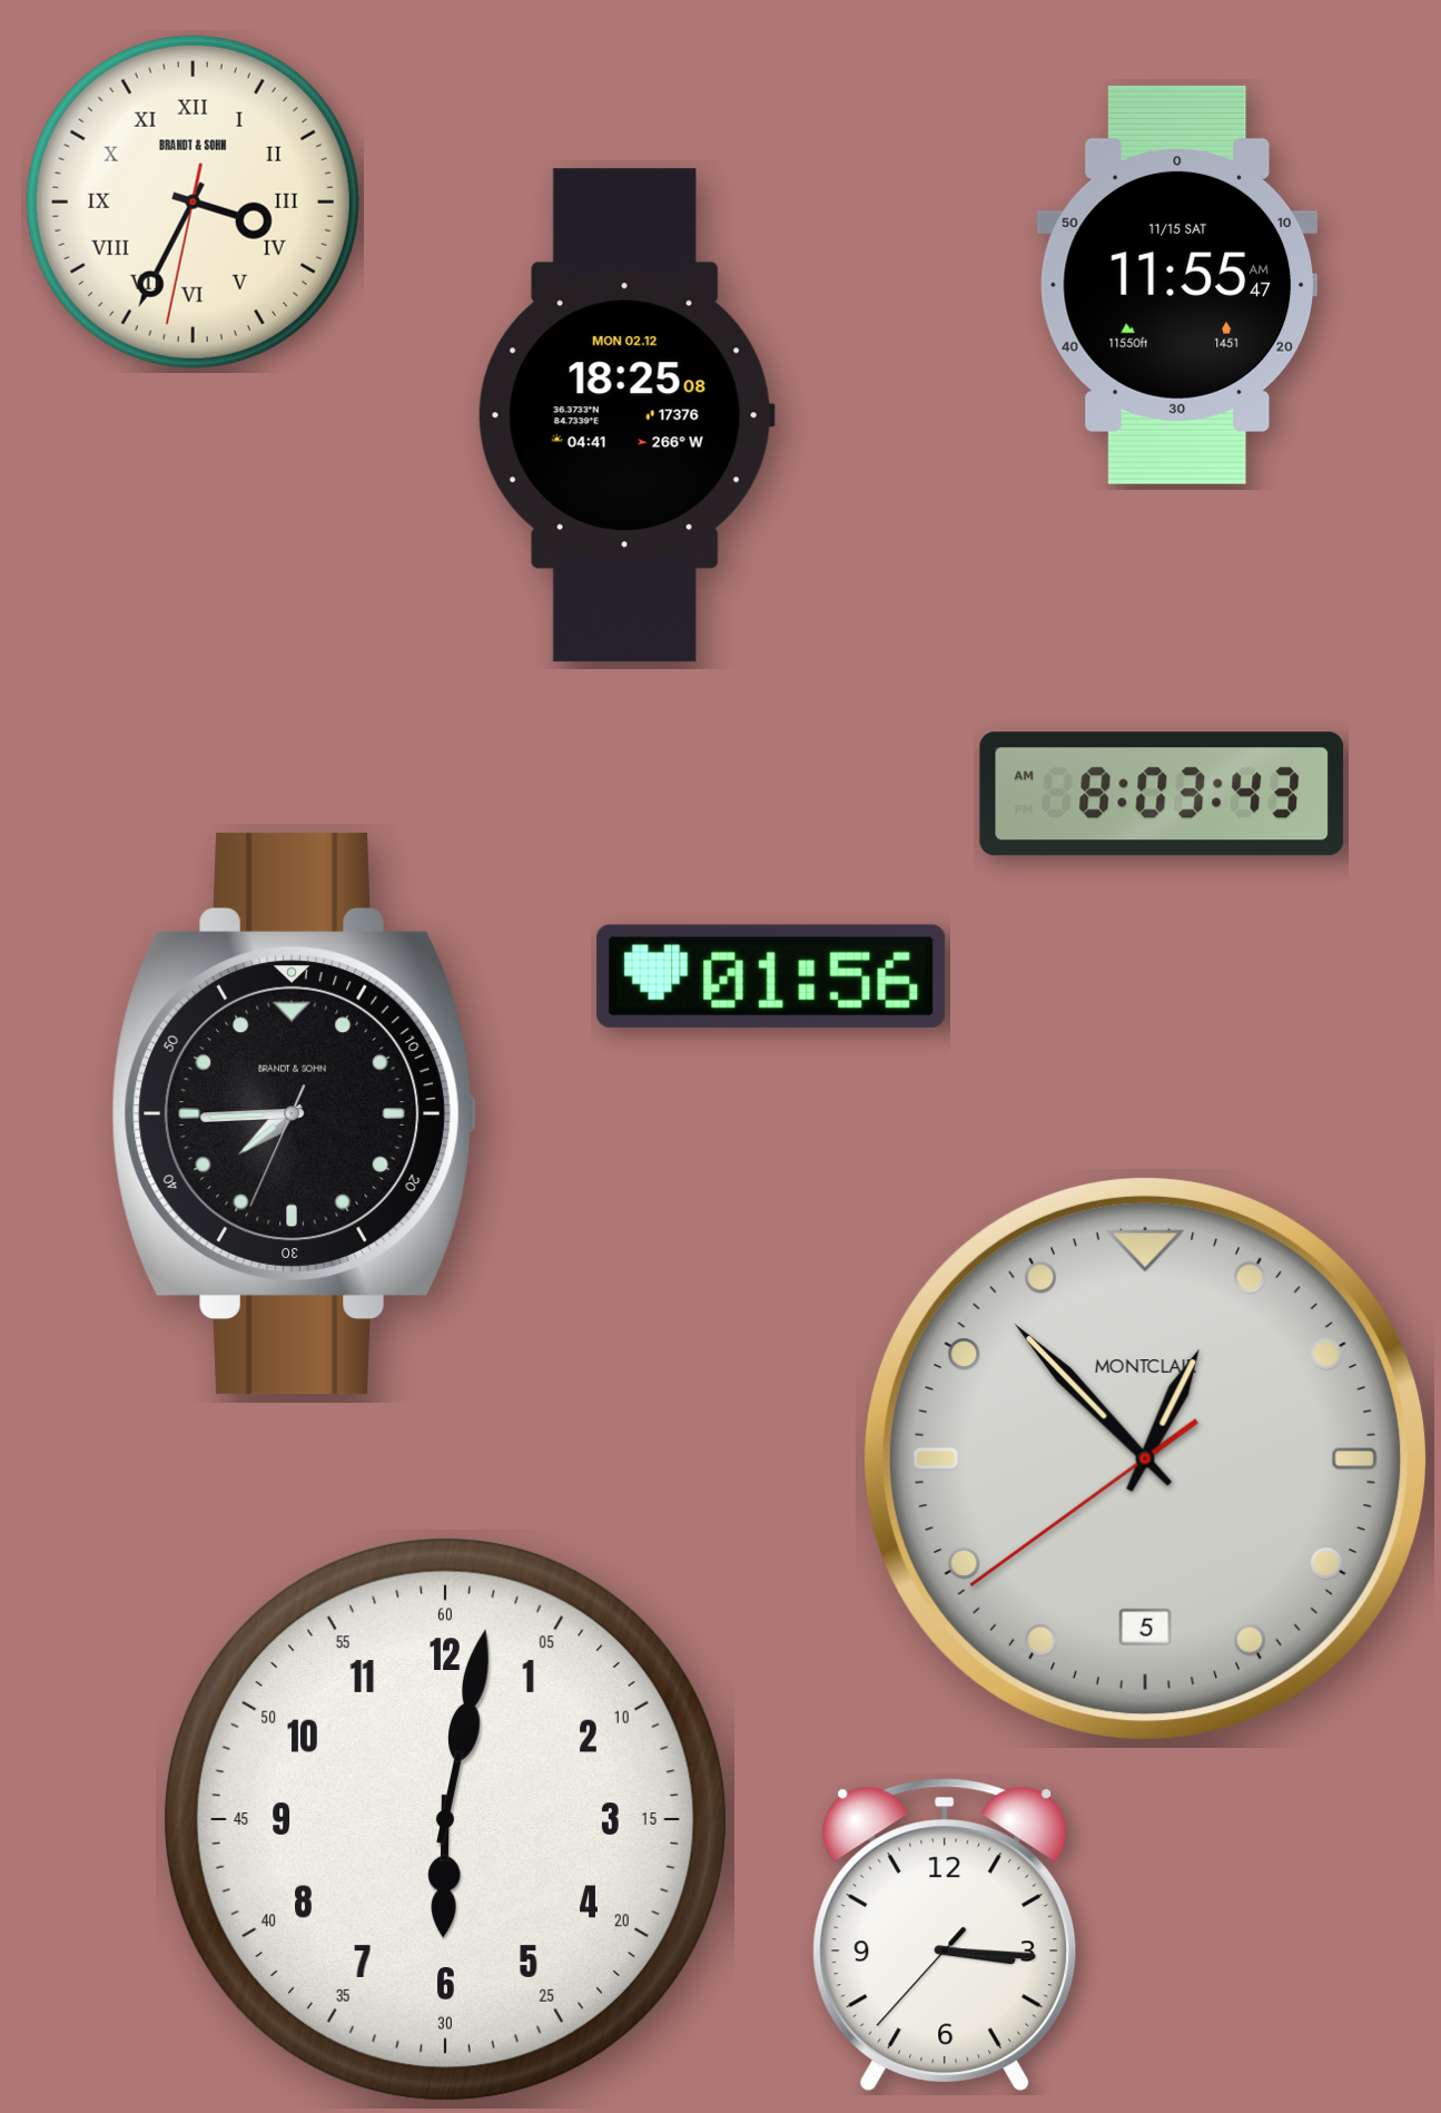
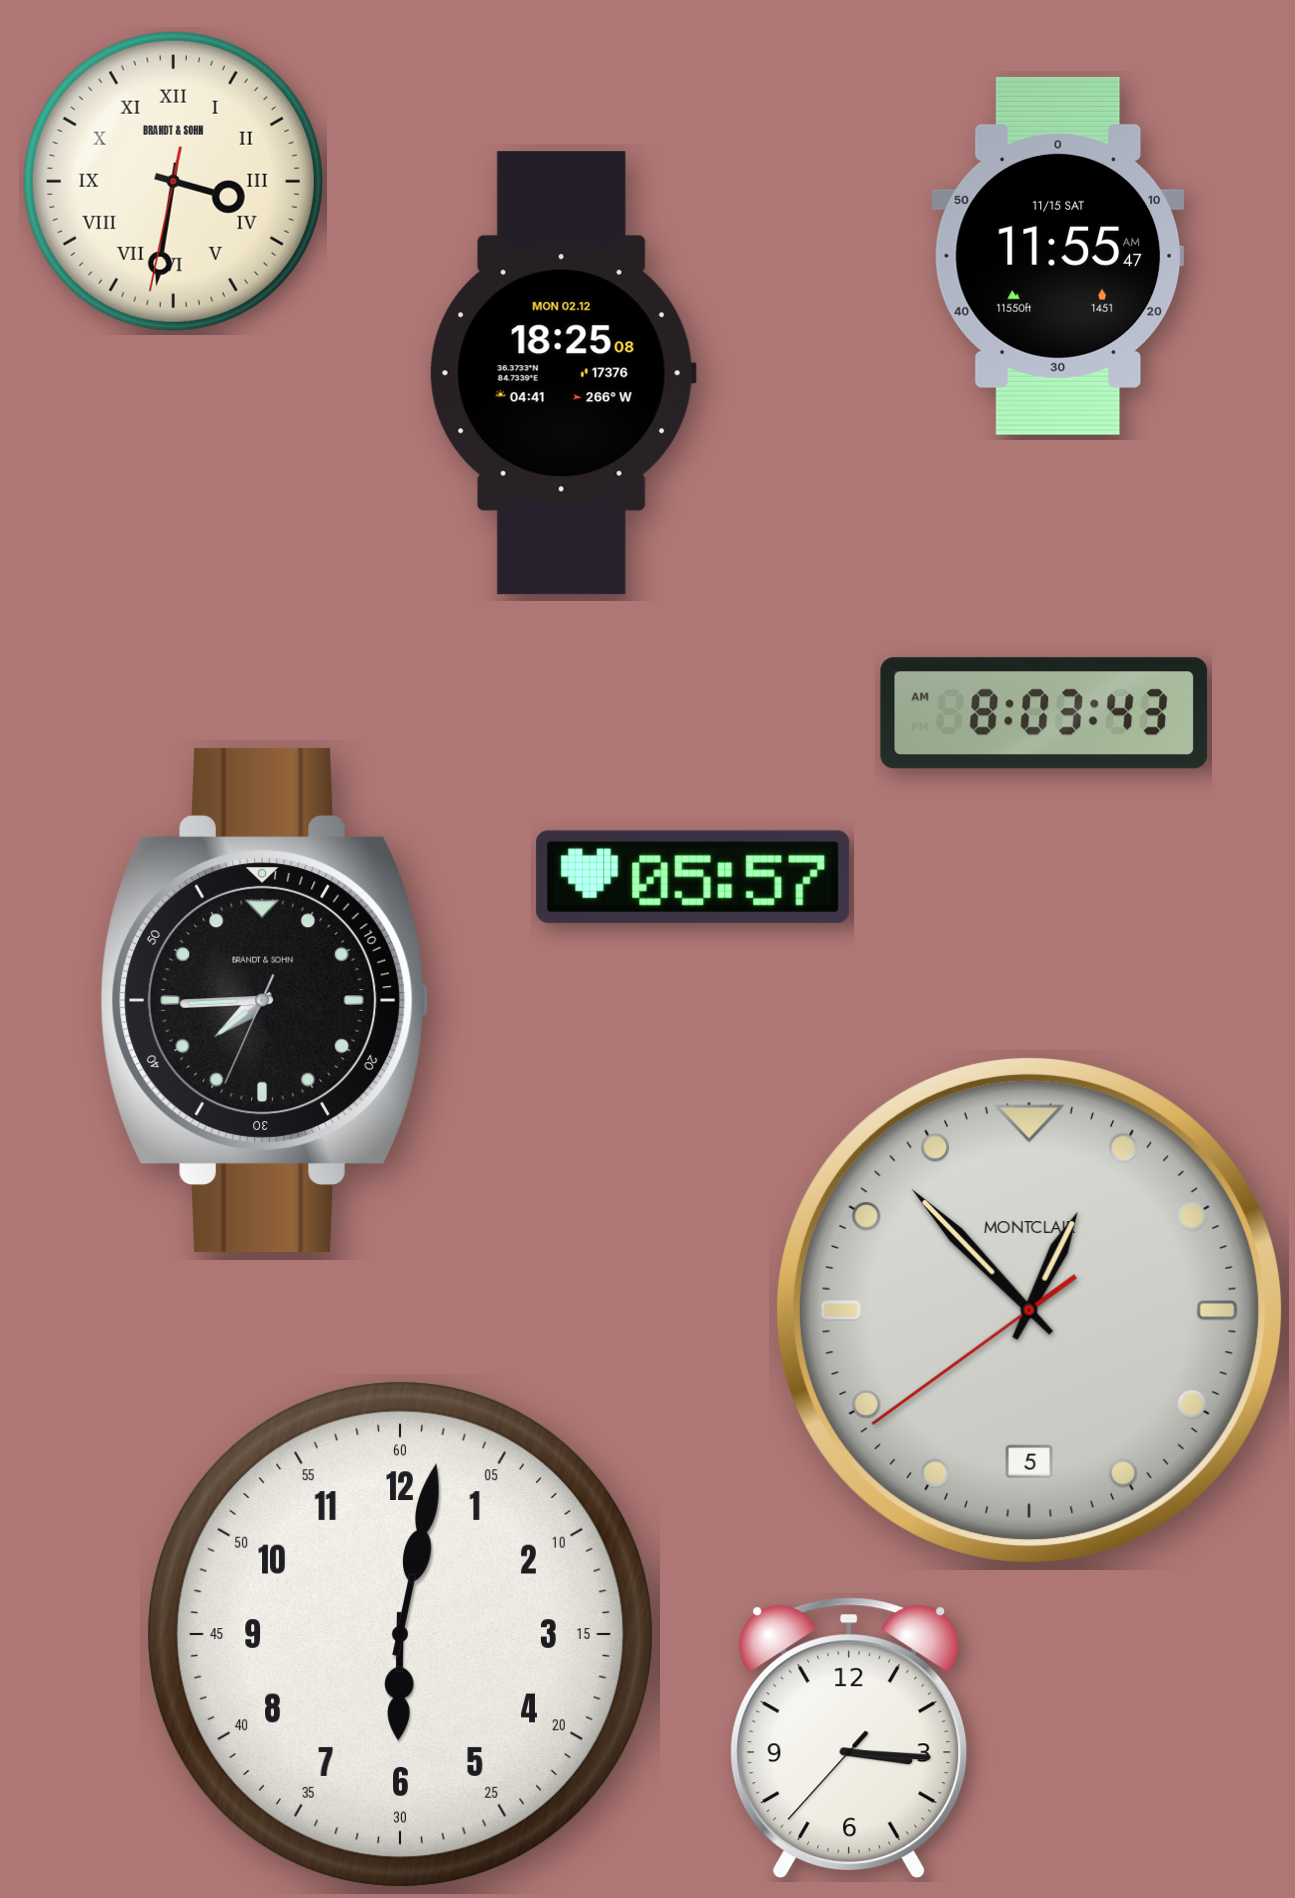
clock at (193, 202): 3:34 -> 3:31
clock at (771, 976): 01:56 -> 05:57
